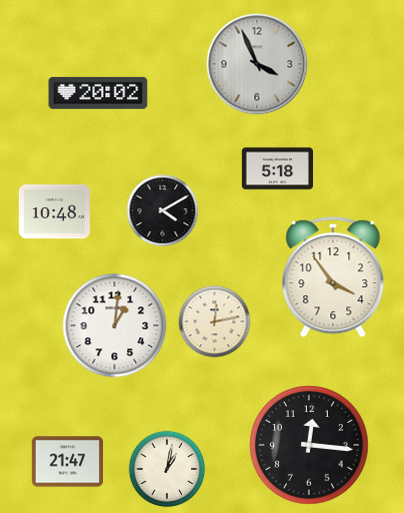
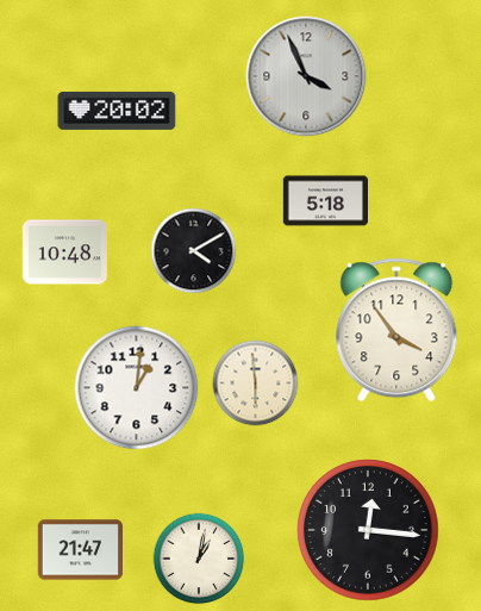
clock at (277, 169) position: (277, 169) -> (325, 201)
clock at (215, 322): 12:13 -> 5:59
